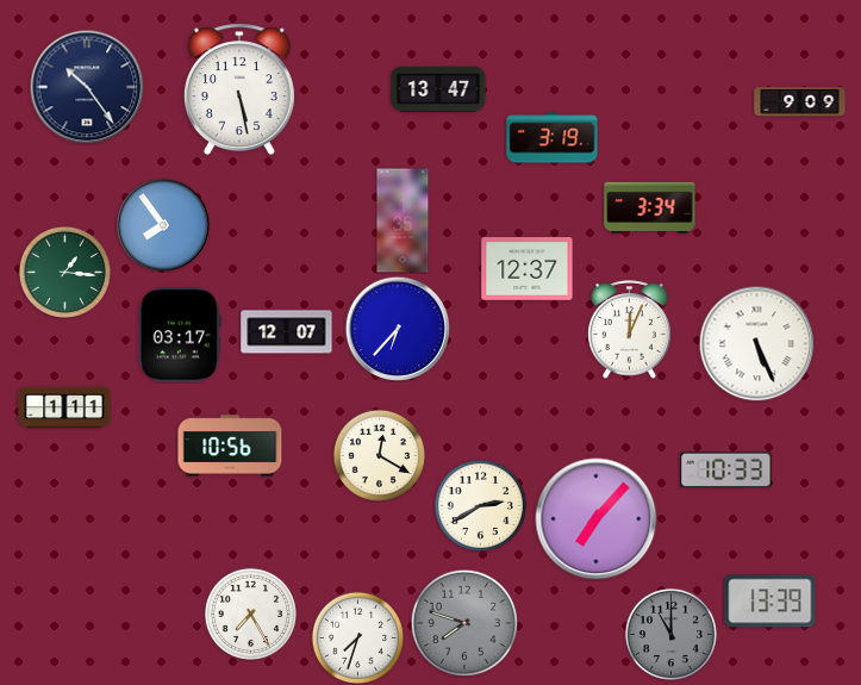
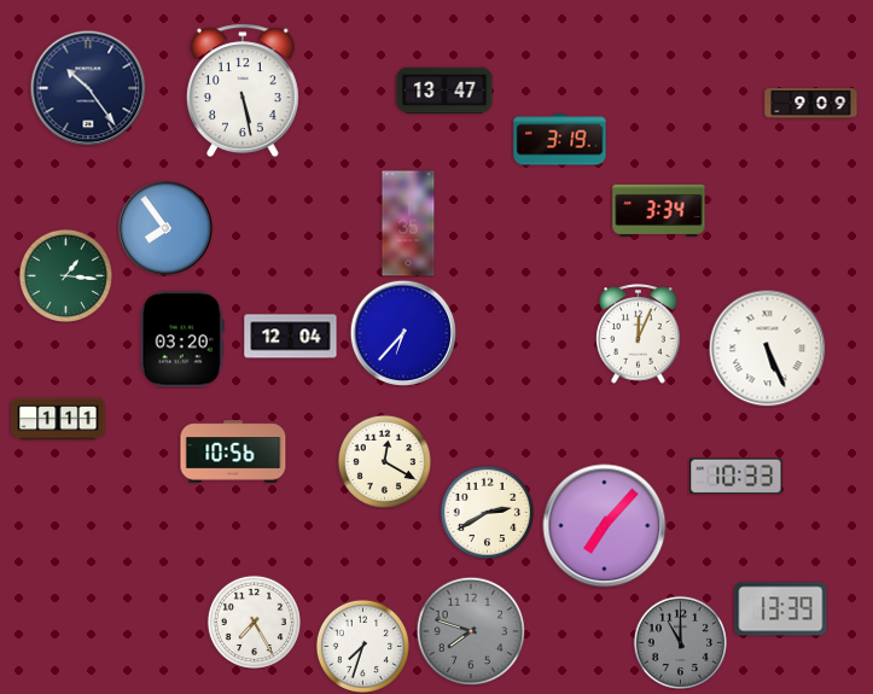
clock at (528, 269): 12:37 -> none
clock at (287, 332): 12:07 -> 12:04
clock at (180, 335): 03:17 -> 03:20
clock at (64, 407) position: (64, 407) -> (58, 419)
